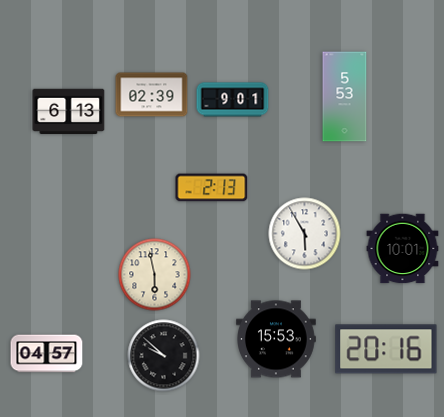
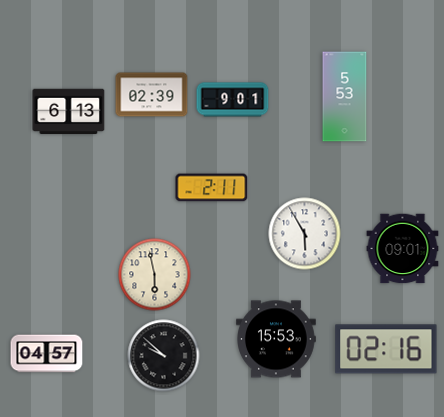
clock at (212, 188): 2:13 -> 2:11
clock at (403, 249): 10:01 -> 09:01
clock at (386, 349): 20:16 -> 02:16
